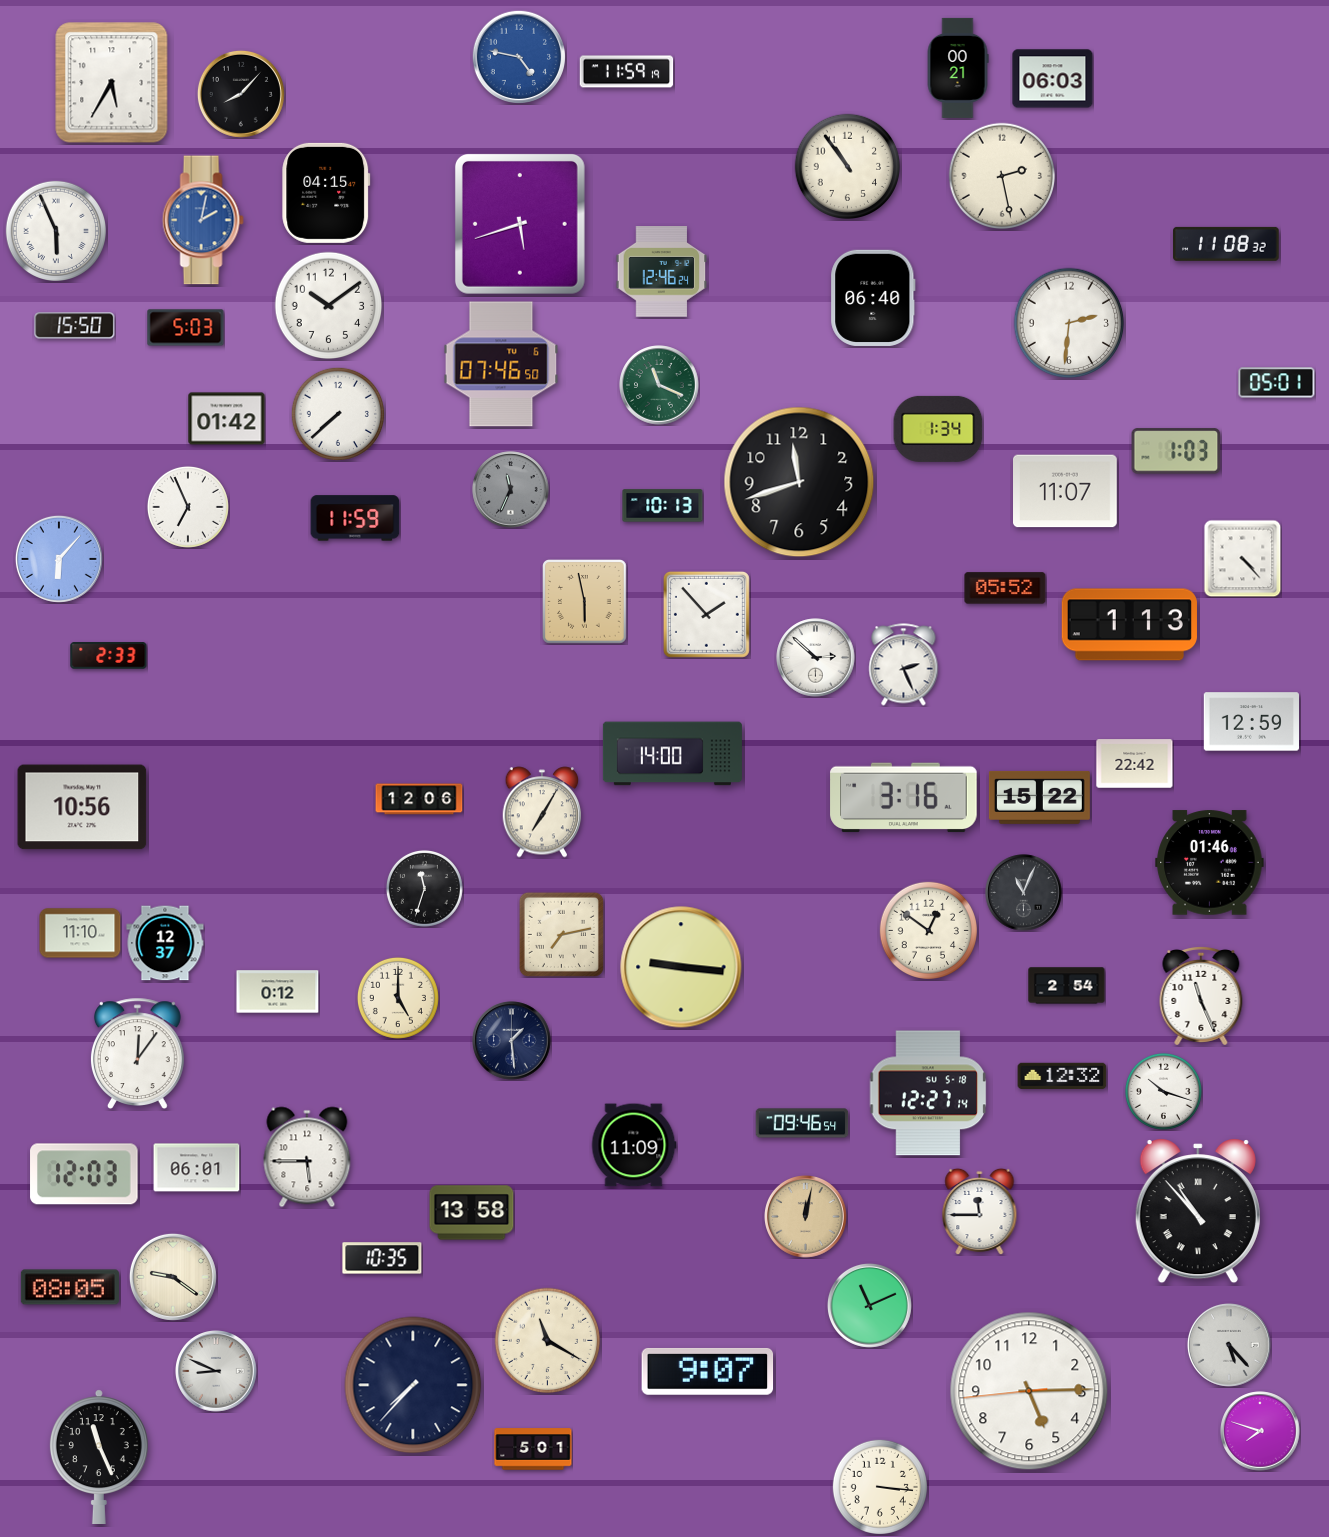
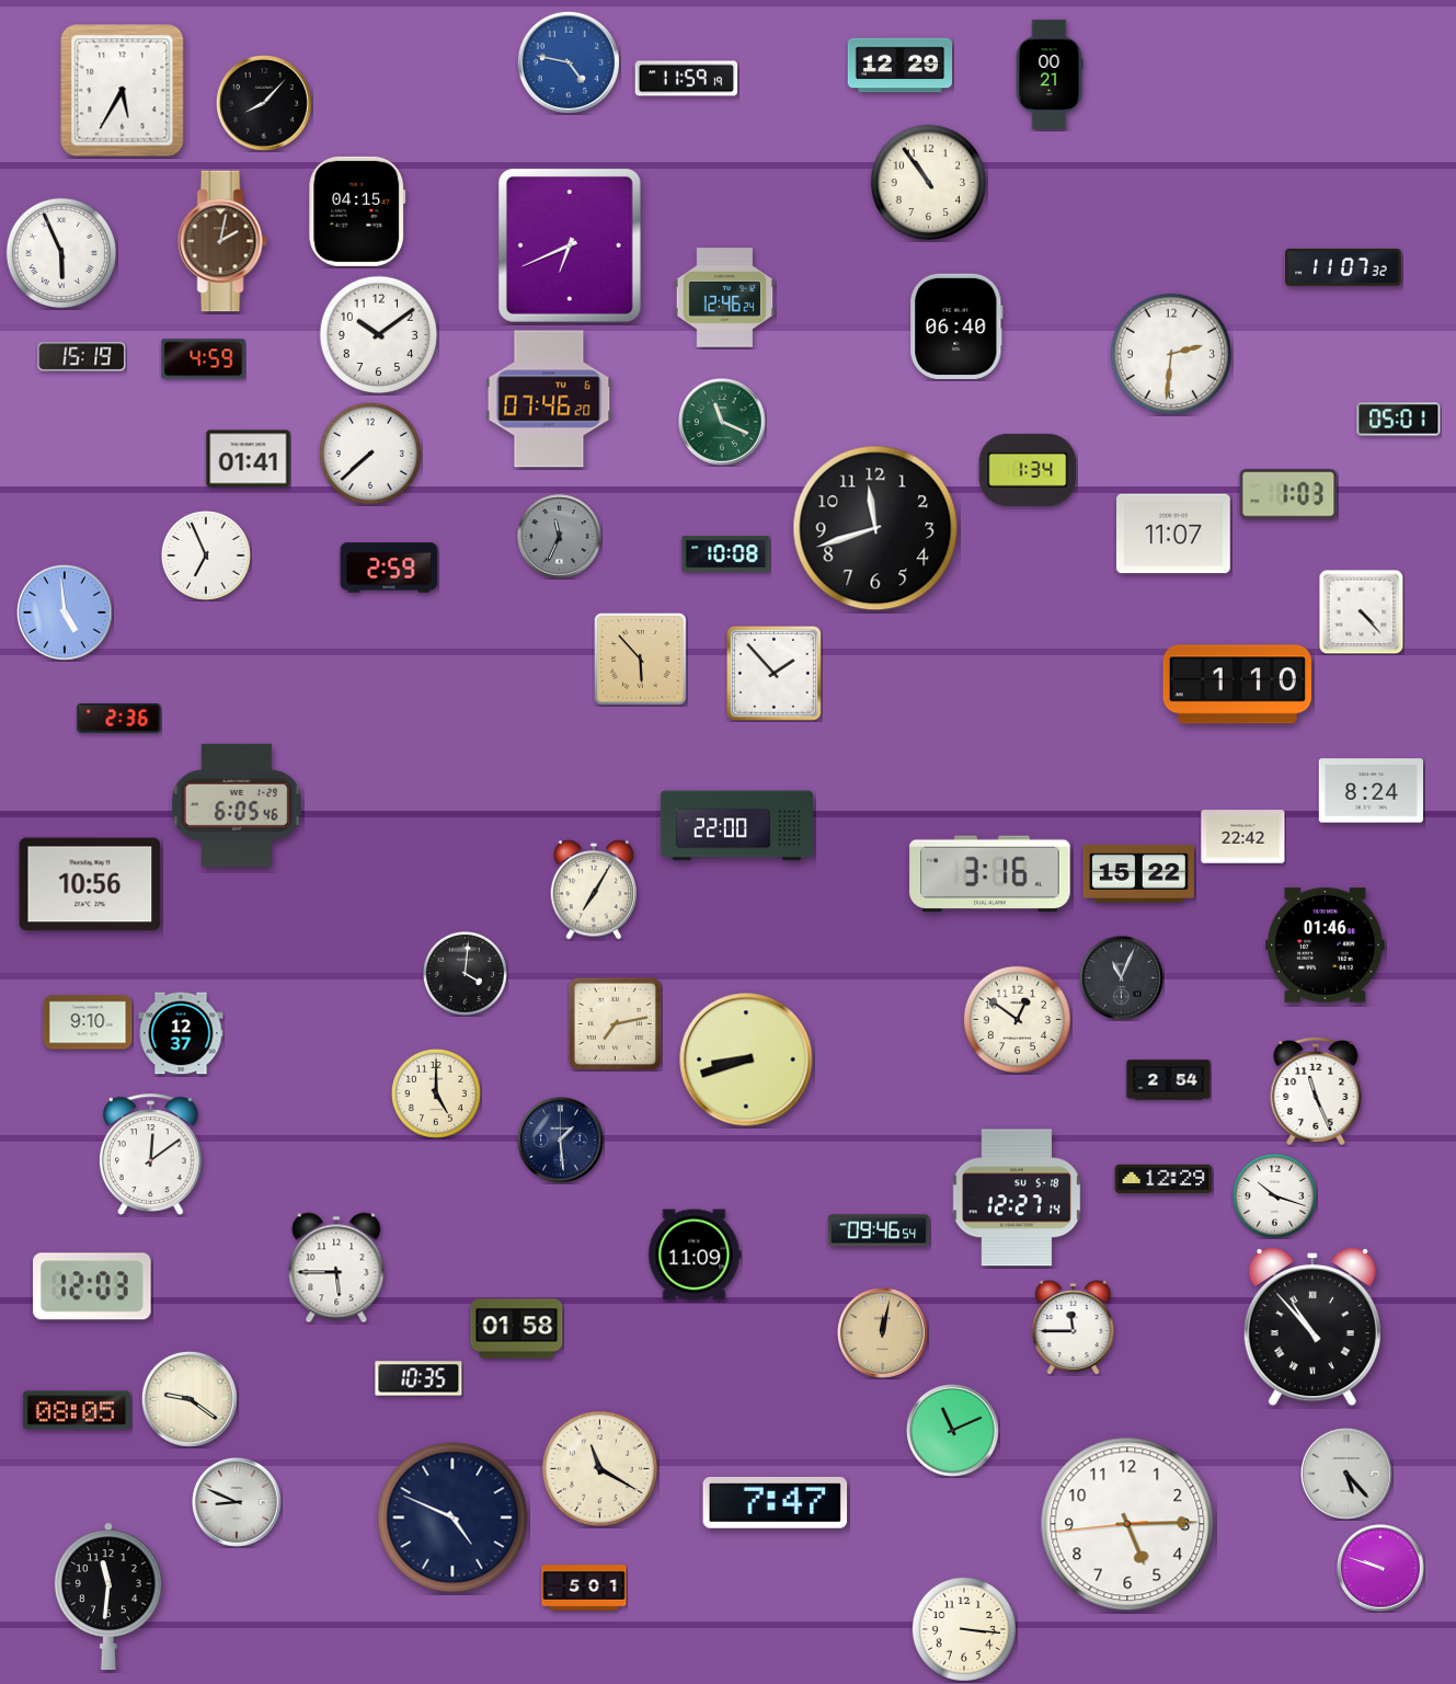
clock at (901, 66): none -> 12:29
clock at (1053, 79): 06:03 -> none
clock at (1002, 176): 2:28 -> none
clock at (203, 220) dial: blue -> brown
clock at (520, 224): 5:42 -> 6:41
clock at (1226, 244): 11:08 -> 11:07
clock at (329, 306) position: (329, 306) -> (379, 335)
clock at (75, 326): 15:50 -> 15:19
clock at (186, 328): 5:03 -> 4:59
clock at (501, 364): 07:46:50 -> 07:46:20
clock at (227, 419): 01:42 -> 01:41
clock at (1066, 491) position: (1066, 491) -> (1174, 534)
clock at (663, 506): 10:13 -> 10:08
clock at (355, 518): 11:59 -> 2:59
clock at (59, 559): 6:07 -> 4:59
clock at (1005, 588): 05:52 -> none
clock at (585, 602): 5:58 -> 5:53
clock at (1129, 625): 1:13 -> 1:10
clock at (109, 656): 2:33 -> 2:36
clock at (816, 658): 2:52 -> none
clock at (904, 665): 2:26 -> none
clock at (1251, 722): 12:59 -> 8:24
clock at (237, 805): none -> 6:05
clock at (672, 754): 14:00 -> 22:00
clock at (419, 799): 12:06 -> none
clock at (424, 888): 11:33 -> 4:01
clock at (80, 933): 11:10 -> 9:10
clock at (681, 967): 9:16 -> 8:42
clock at (278, 992): 0:12 -> none
clock at (137, 1053): 12:06 -> 12:09
clock at (1062, 1076): 12:32 -> 12:29
clock at (197, 1168): 06:01 -> none
clock at (472, 1213): 13:58 -> 01:58
clock at (708, 1371): 9:07 -> 7:47
clock at (413, 1385): 7:37 -> 4:49
clock at (1260, 1431): 7:48 -> 9:48
clock at (99, 1456): 11:26 -> 11:31
